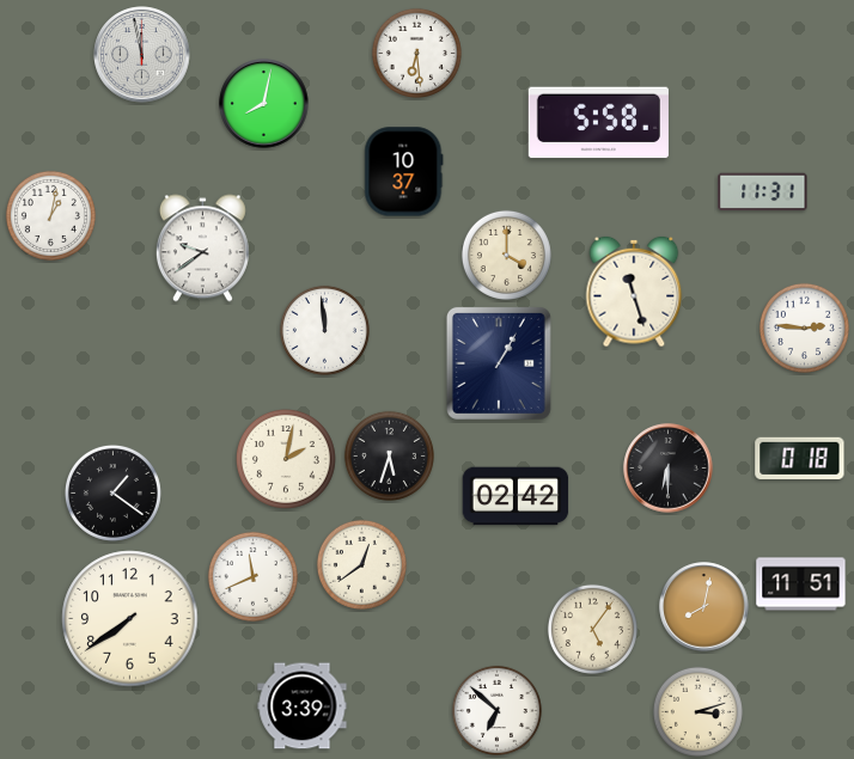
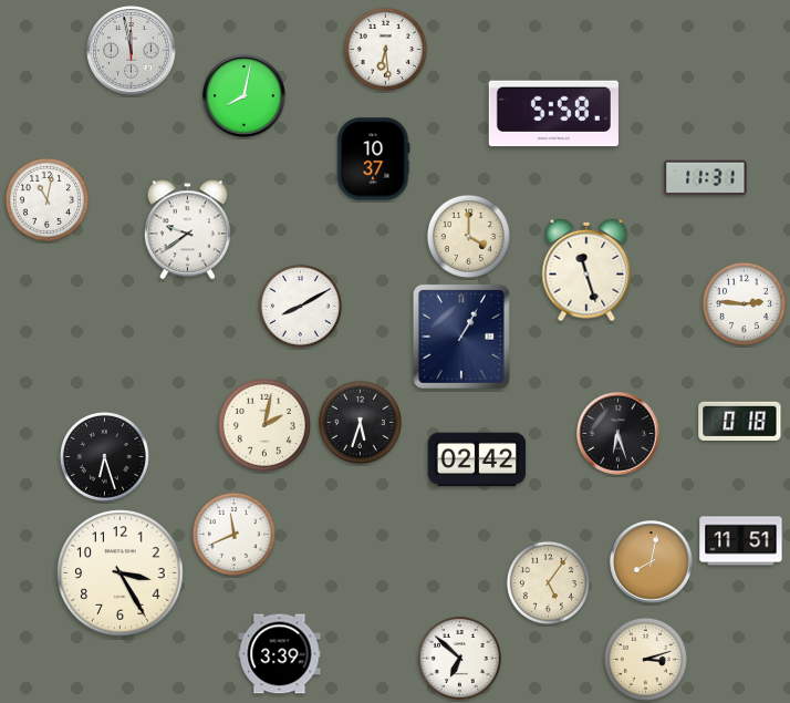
clock at (50, 215): 1:02 -> 11:02
clock at (324, 330): 11:59 -> 8:10
clock at (800, 458) position: (800, 458) -> (740, 421)
clock at (669, 469): 6:30 -> 6:27
clock at (112, 492): 1:21 -> 6:27
clock at (361, 564): 12:39 -> none
clock at (130, 619): 7:39 -> 3:25
